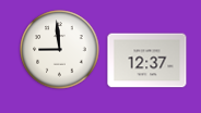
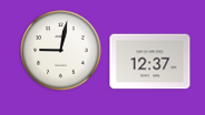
clock at (60, 50): 8:59 -> 9:02
